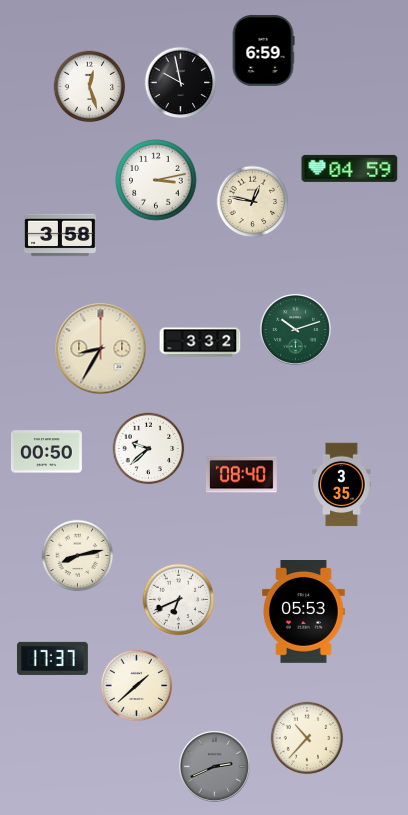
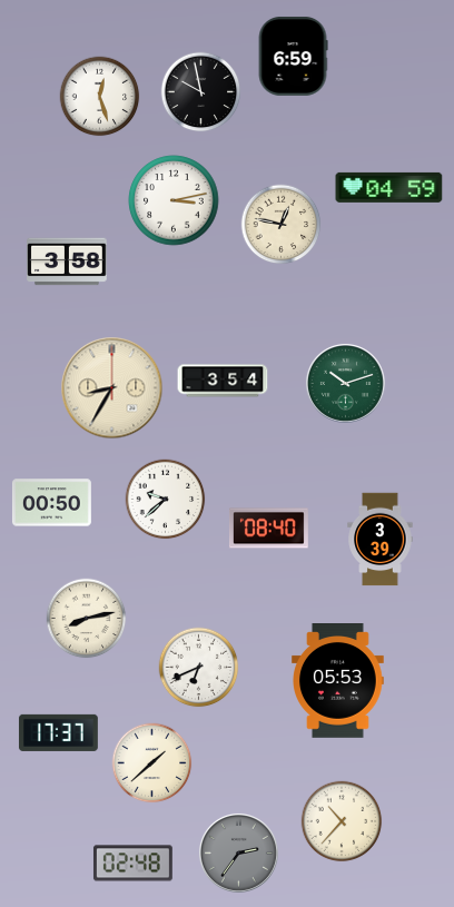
clock at (295, 329) position: (295, 329) -> (345, 383)
clock at (200, 342): 3:32 -> 3:54
clock at (342, 485): 3:35 -> 3:39
clock at (214, 766): 2:41 -> 2:36
clock at (132, 864): none -> 02:48
